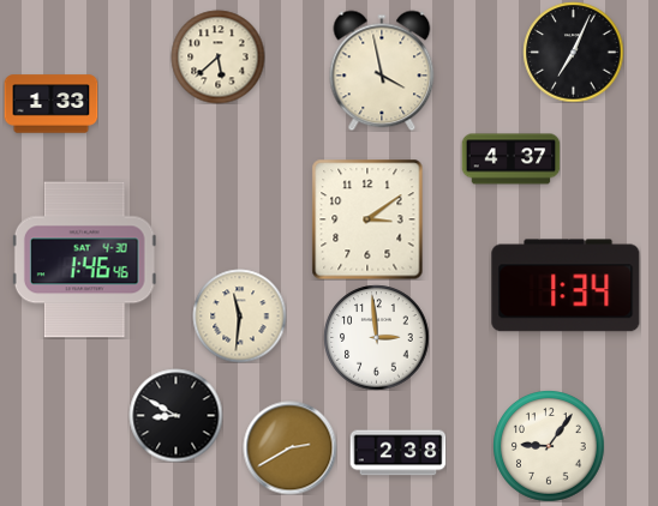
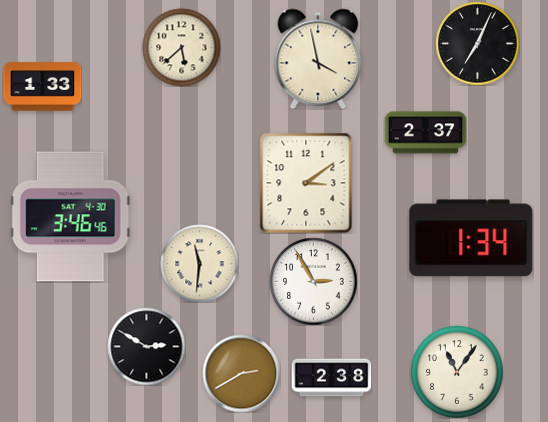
clock at (510, 159): 4:37 -> 2:37
clock at (84, 260): 1:46 -> 3:46
clock at (376, 337): 2:59 -> 2:55
clock at (175, 415): 8:50 -> 2:50
clock at (549, 446): 9:06 -> 11:06
